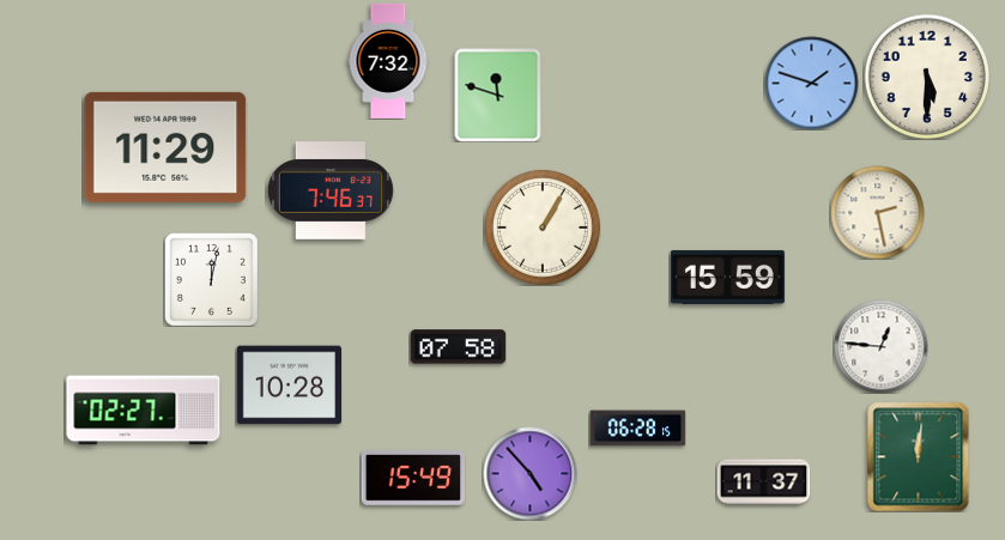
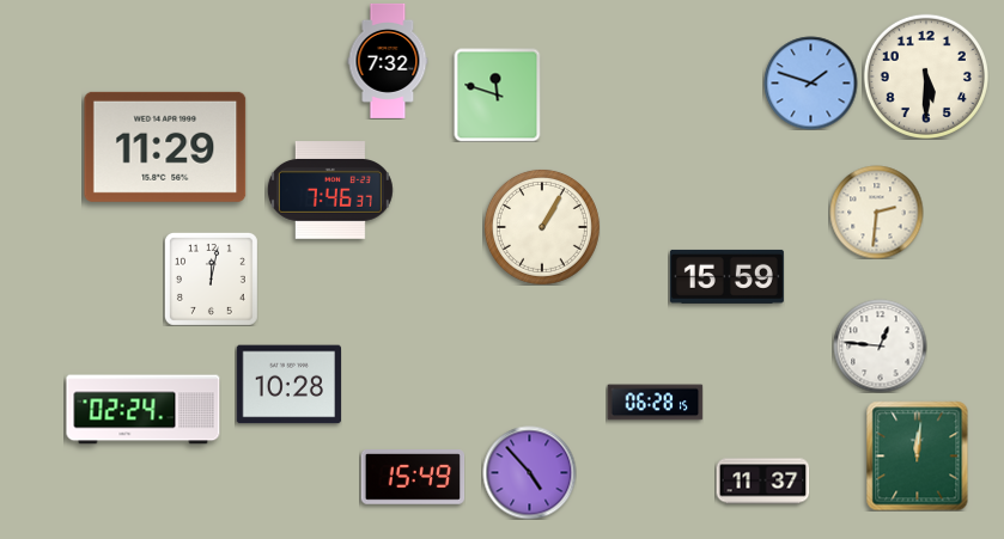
clock at (877, 212): 2:28 -> 2:31
clock at (458, 347): 07:58 -> none
clock at (144, 411): 02:27 -> 02:24
clock at (637, 429) position: (637, 429) -> (655, 403)
